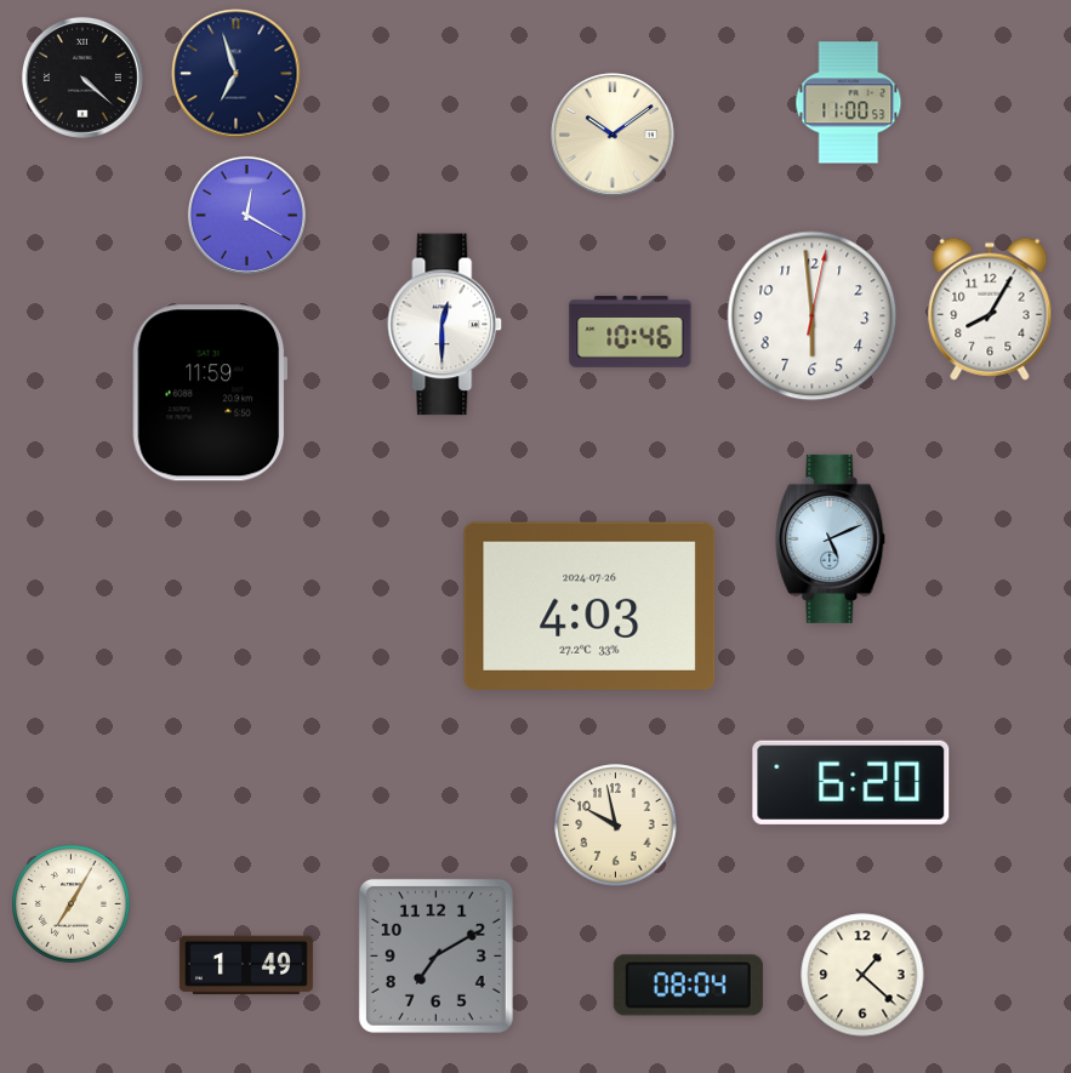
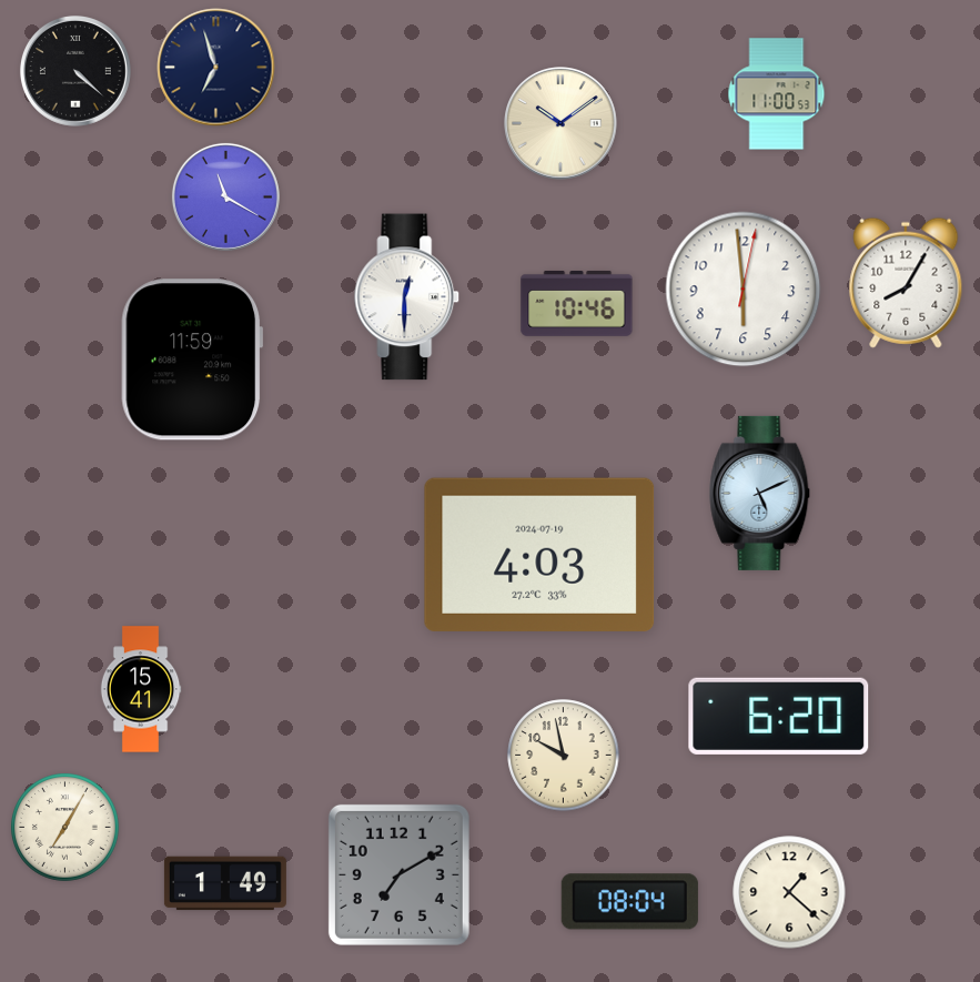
clock at (246, 215): 12:20 -> 11:20
clock at (589, 606) date: 2024-07-26 -> 2024-07-19
clock at (141, 689): none -> 15:41
